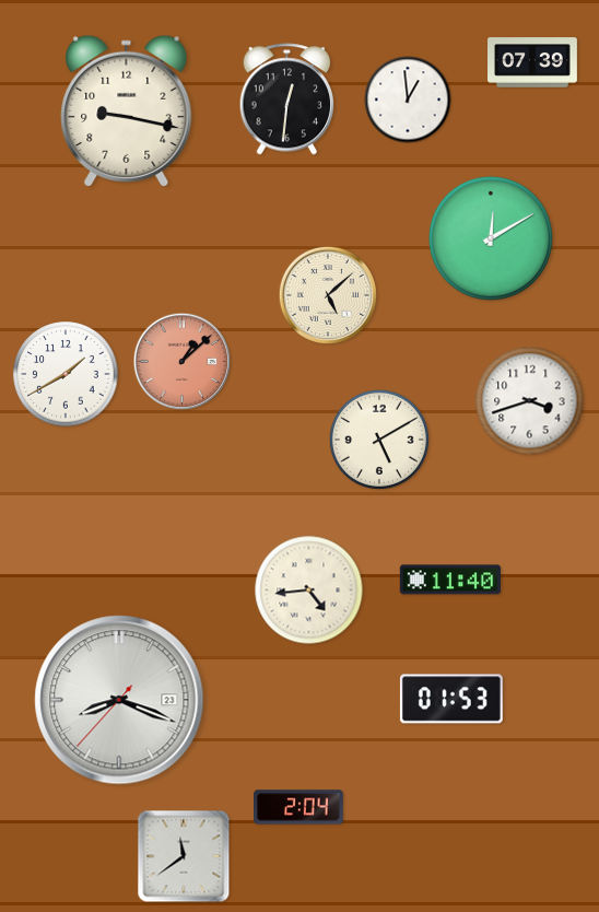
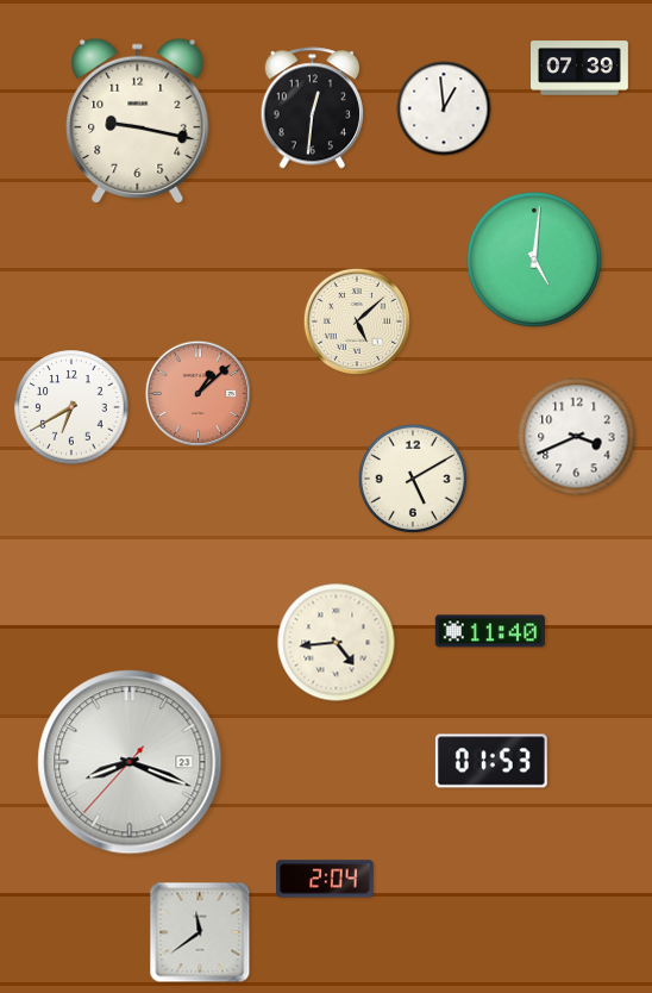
clock at (491, 238): 12:10 -> 5:01
clock at (66, 374): 1:40 -> 6:40
clock at (530, 401): 3:42 -> 3:41
